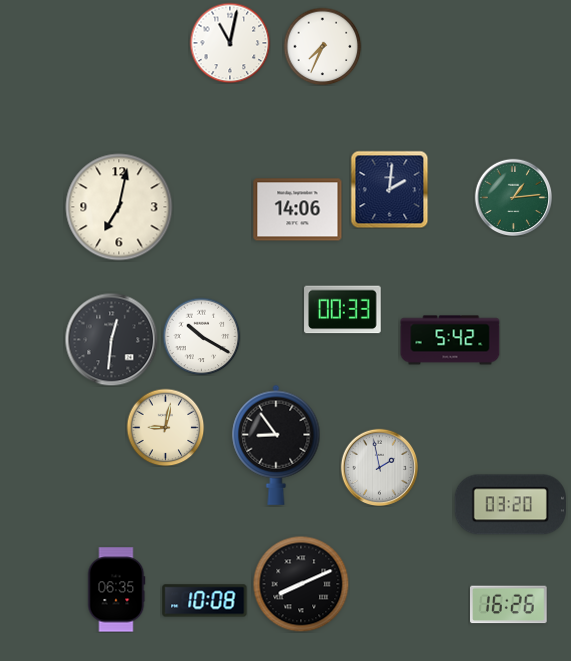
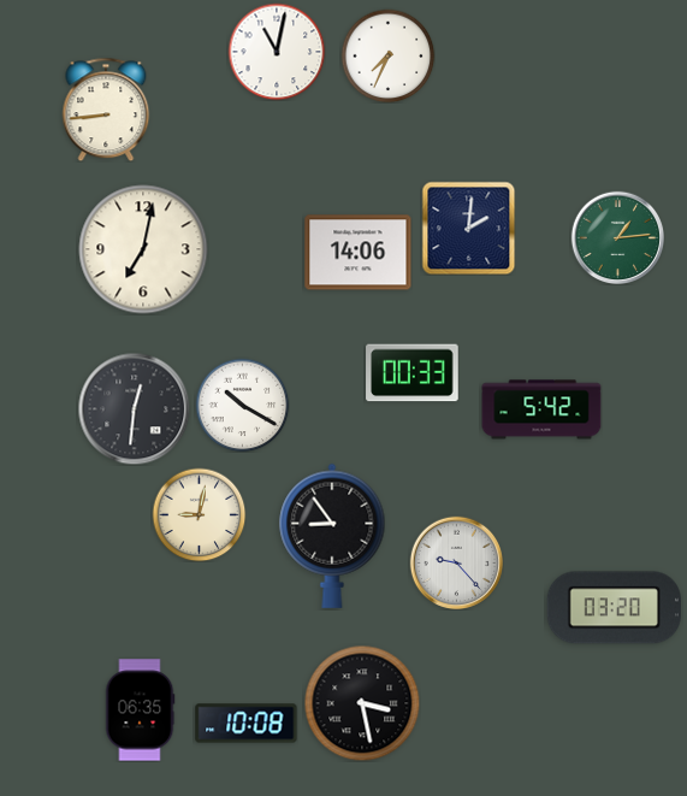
clock at (106, 110): none -> 8:44
clock at (379, 467): 1:58 -> 9:23
clock at (301, 584): 8:11 -> 3:28
clock at (509, 605): 16:26 -> none
